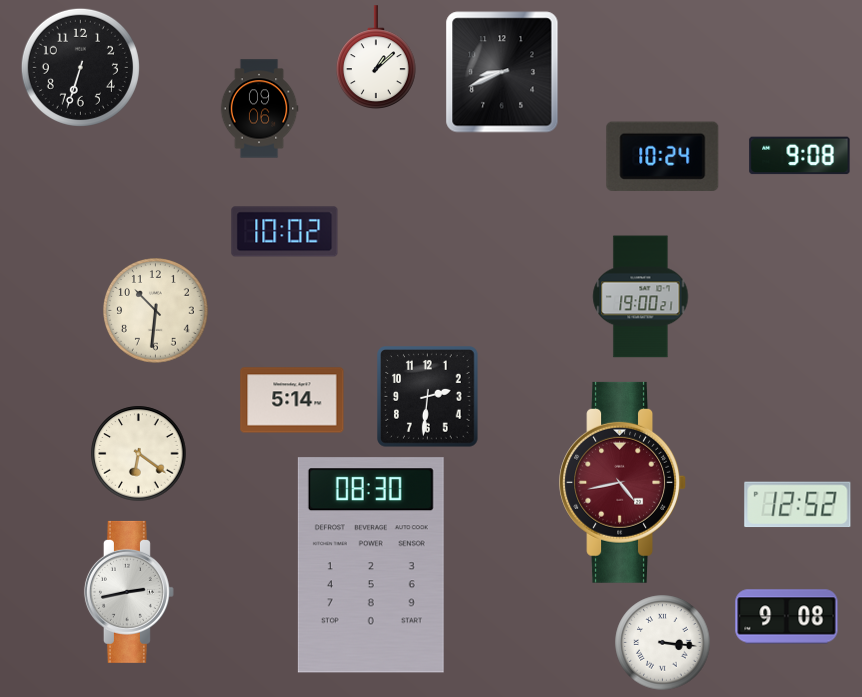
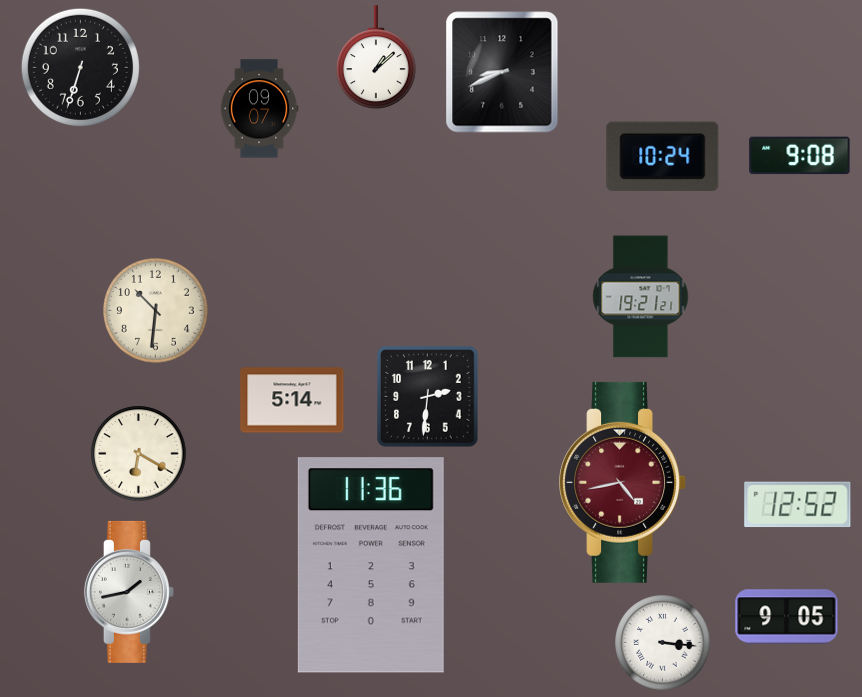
clock at (259, 109): 09:06 -> 09:07
clock at (285, 232): 10:02 -> none
clock at (641, 297): 19:00 -> 19:21
clock at (138, 453): 6:21 -> 6:20
clock at (371, 565): 08:30 -> 11:36
clock at (129, 592): 2:43 -> 1:43
clock at (787, 617): 9:08 -> 9:05
